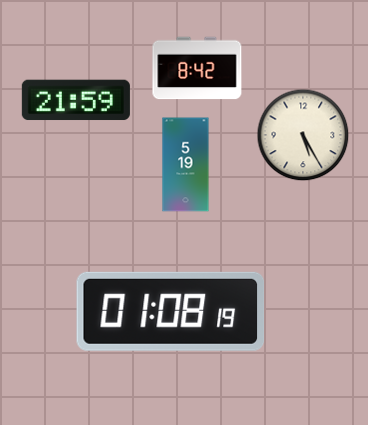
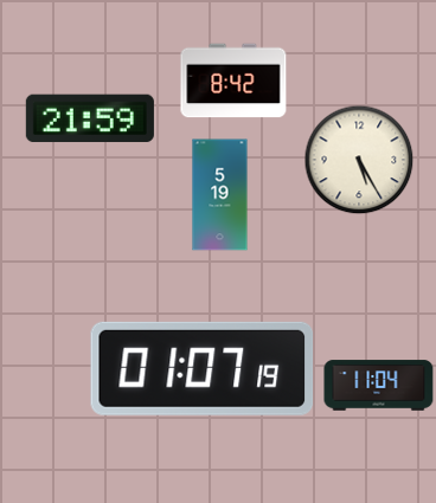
clock at (171, 311): 01:08 -> 01:07
clock at (379, 386): none -> 11:04
